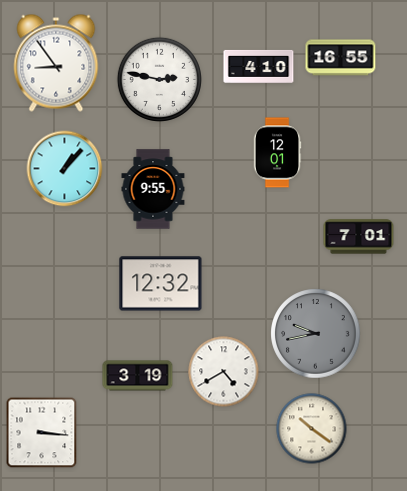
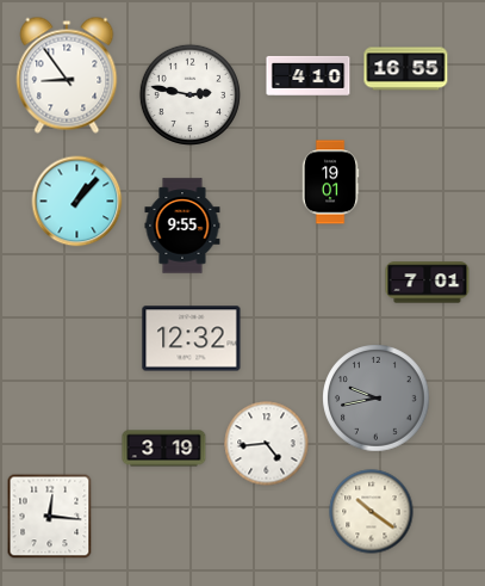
clock at (259, 66) position: (259, 66) -> (309, 75)
clock at (277, 153): 12:01 -> 19:01
clock at (224, 372): 4:40 -> 4:44
clock at (42, 433): 3:16 -> 12:16
